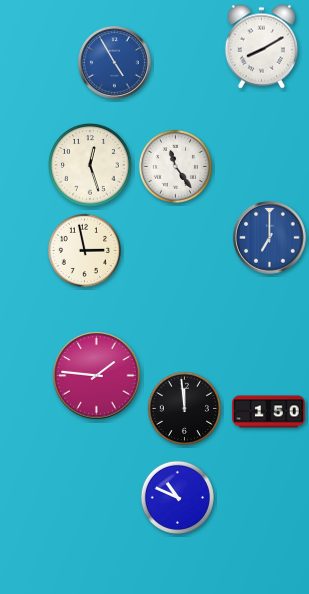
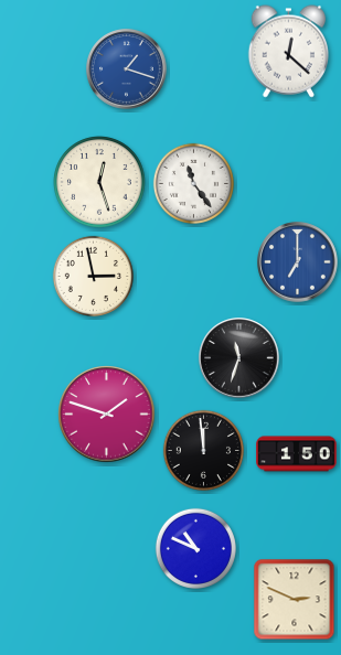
clock at (261, 47): 8:10 -> 12:22
clock at (115, 63): 4:55 -> 1:18
clock at (239, 358): none -> 11:33
clock at (97, 376): 1:46 -> 1:48
clock at (295, 600): none -> 2:49
